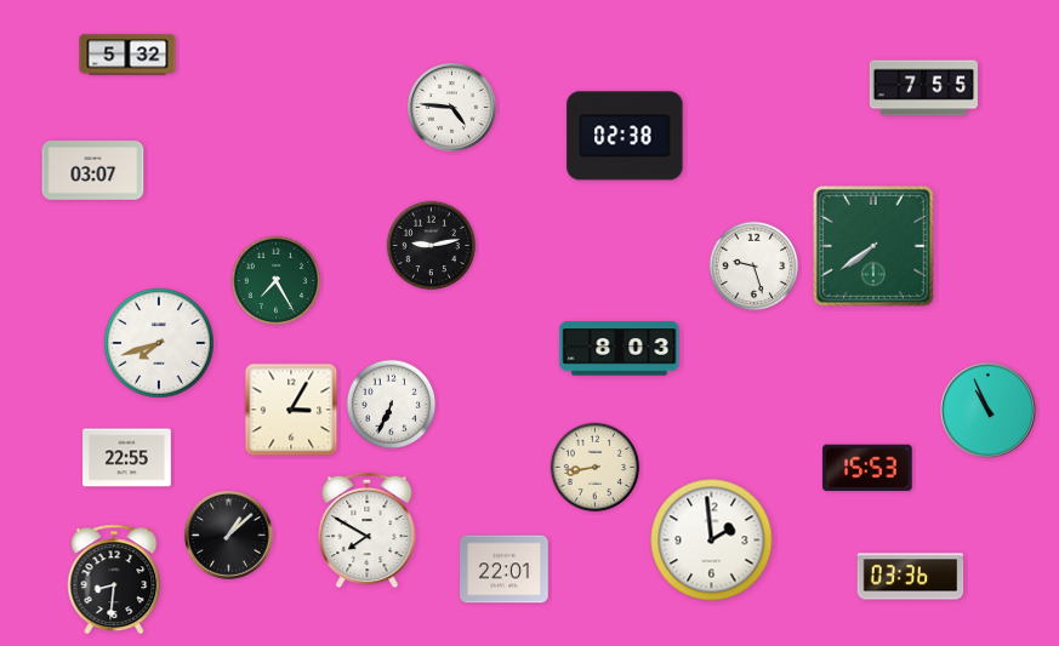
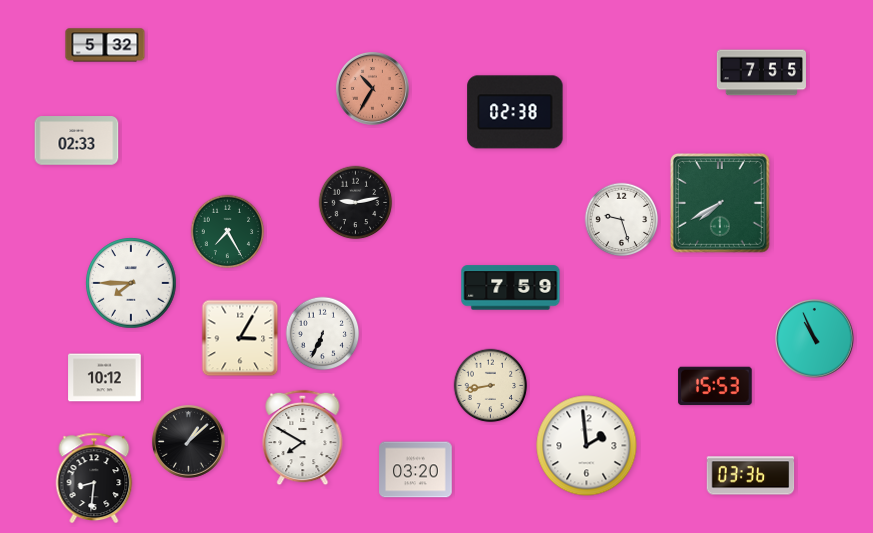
clock at (451, 107): 4:46 -> 10:35
clock at (451, 107) dial: white -> salmon
clock at (93, 171): 03:07 -> 02:33
clock at (873, 246): 7:39 -> 7:40
clock at (159, 343): 7:42 -> 7:45
clock at (620, 349): 8:03 -> 7:59
clock at (127, 458): 22:55 -> 10:12
clock at (505, 570): 22:01 -> 03:20
